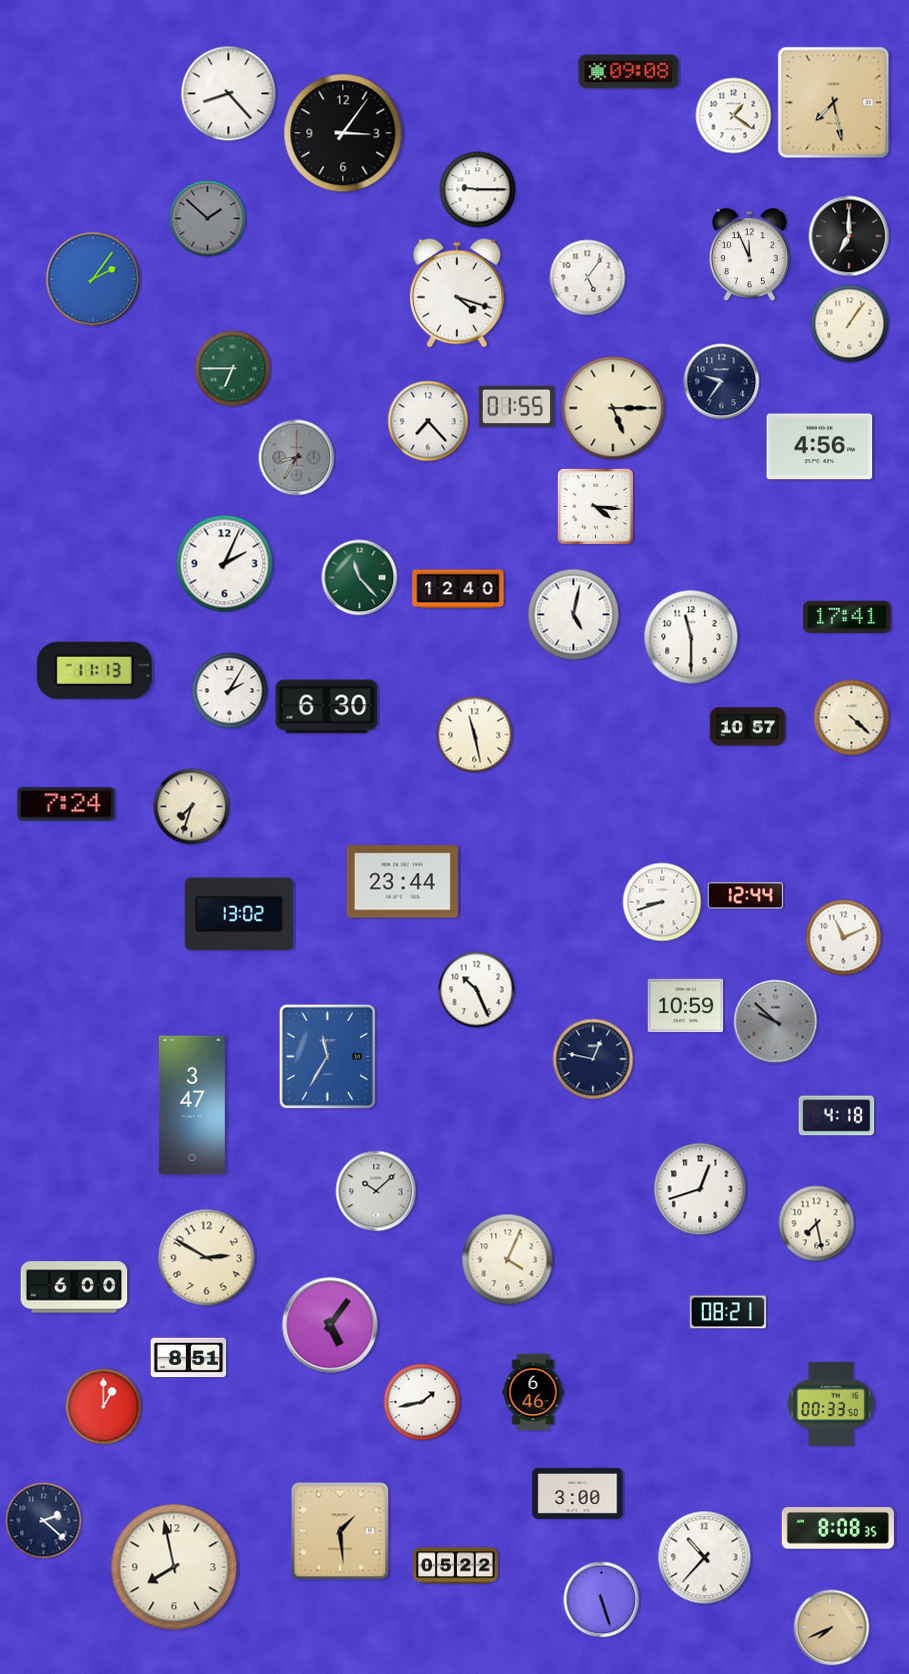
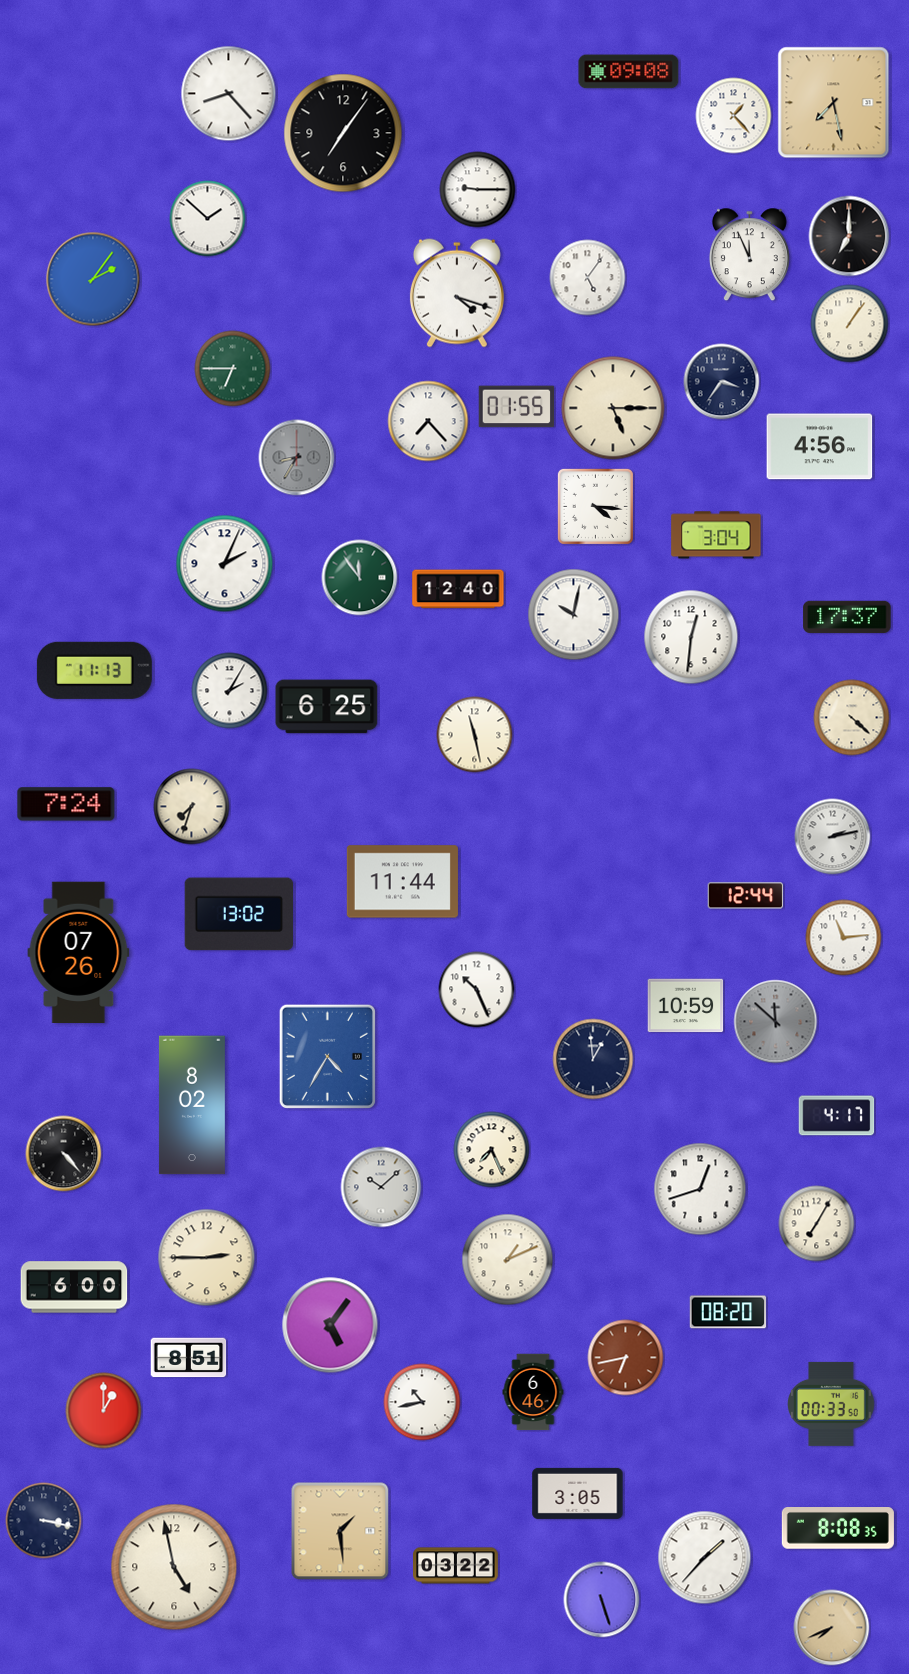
clock at (734, 116): 1:21 -> 1:23
clock at (343, 133): 3:06 -> 7:06
clock at (208, 219) dial: grey -> white
clock at (722, 382): 9:36 -> 3:36
clock at (716, 535): none -> 3:04
clock at (360, 578): 11:23 -> 11:54
clock at (574, 615): 5:02 -> 10:02
clock at (847, 617): 17:41 -> 17:37
clock at (691, 637): 11:30 -> 12:31
clock at (327, 707): 6:30 -> 6:25
clock at (748, 727): 10:57 -> none
clock at (833, 837): none -> 2:13
clock at (402, 882): 23:44 -> 11:44
clock at (662, 902): 8:42 -> none
clock at (844, 938): 11:11 -> 11:14
clock at (79, 952): none -> 07:26
clock at (776, 1022): 9:52 -> 11:52
clock at (327, 1056): 11:35 -> 4:35
clock at (593, 1059): 12:47 -> 12:59
clock at (192, 1105): 3:47 -> 8:02
clock at (837, 1116): 4:18 -> 4:17
clock at (492, 1150): none -> 7:26
clock at (64, 1154): none -> 4:23
clock at (376, 1191) position: (376, 1191) -> (381, 1187)
clock at (817, 1224): 7:28 -> 7:05
clock at (207, 1258): 2:50 -> 2:45
clock at (508, 1260): 4:04 -> 1:11
clock at (728, 1312): 08:21 -> 08:20
clock at (626, 1358): none -> 6:43
clock at (422, 1402): 1:43 -> 10:43
clock at (104, 1407) position: (104, 1407) -> (104, 1411)
clock at (578, 1493): 3:00 -> 3:05
clock at (44, 1521): 2:22 -> 3:17
clock at (705, 1558): 10:37 -> 1:37
clock at (456, 1566): 05:22 -> 03:22
clock at (174, 1567): 7:58 -> 4:58
